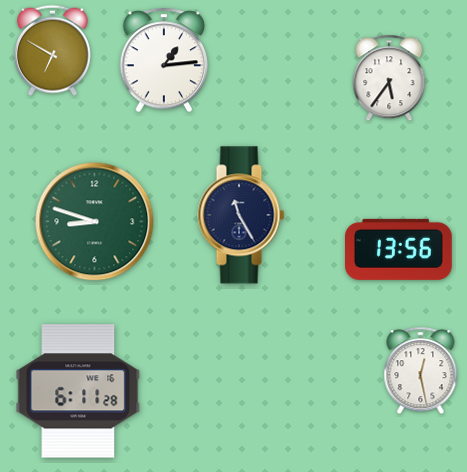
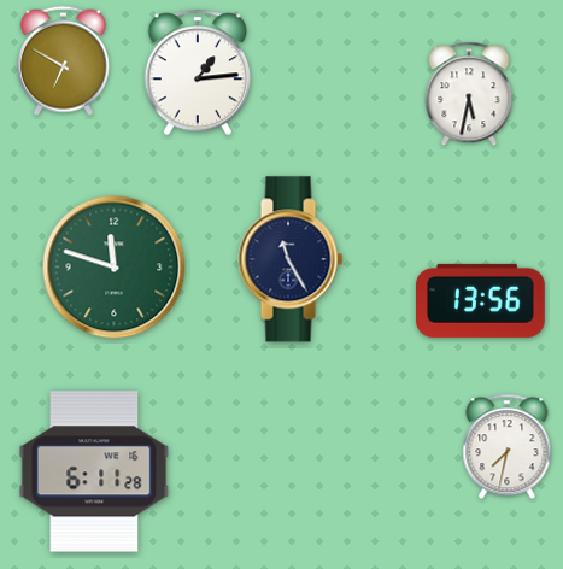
clock at (389, 78): 5:36 -> 5:32
clock at (95, 222): 8:48 -> 11:48
clock at (421, 371): 12:28 -> 7:32
